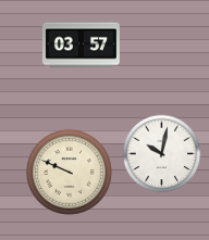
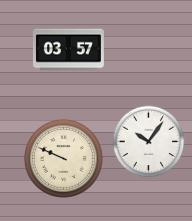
clock at (81, 46) position: (81, 46) -> (68, 50)
clock at (162, 154): 10:02 -> 10:06
